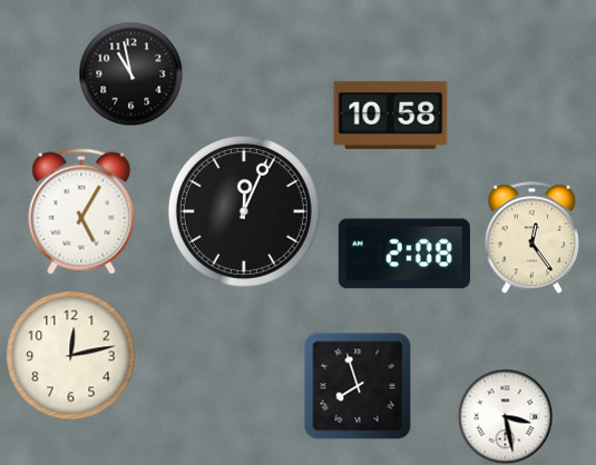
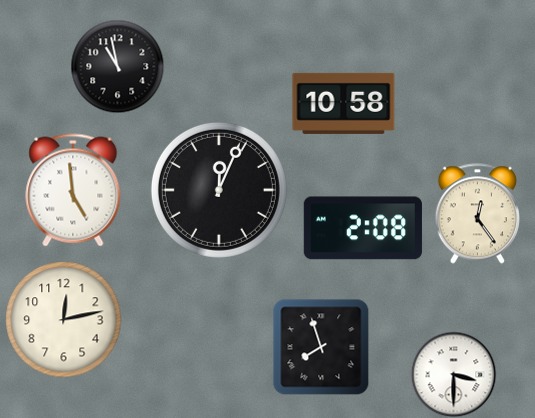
clock at (391, 115) position: (391, 115) -> (344, 103)
clock at (81, 211): 5:05 -> 4:59
clock at (505, 416): 3:28 -> 3:30
